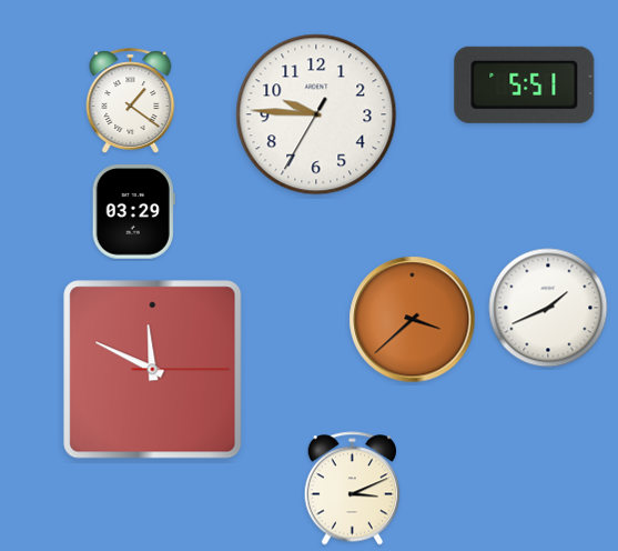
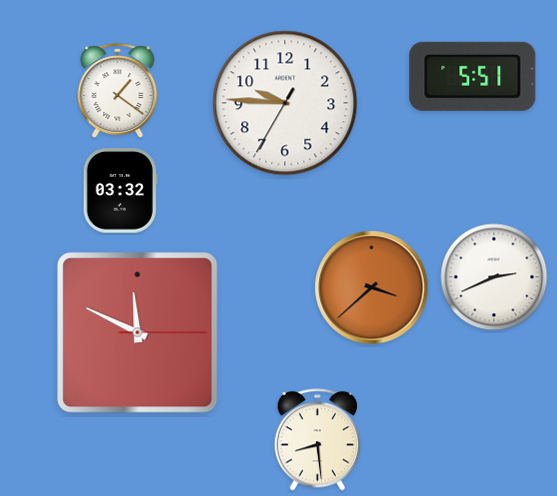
clock at (133, 212): 03:29 -> 03:32
clock at (548, 308): 1:41 -> 2:41
clock at (353, 489): 3:11 -> 8:29
